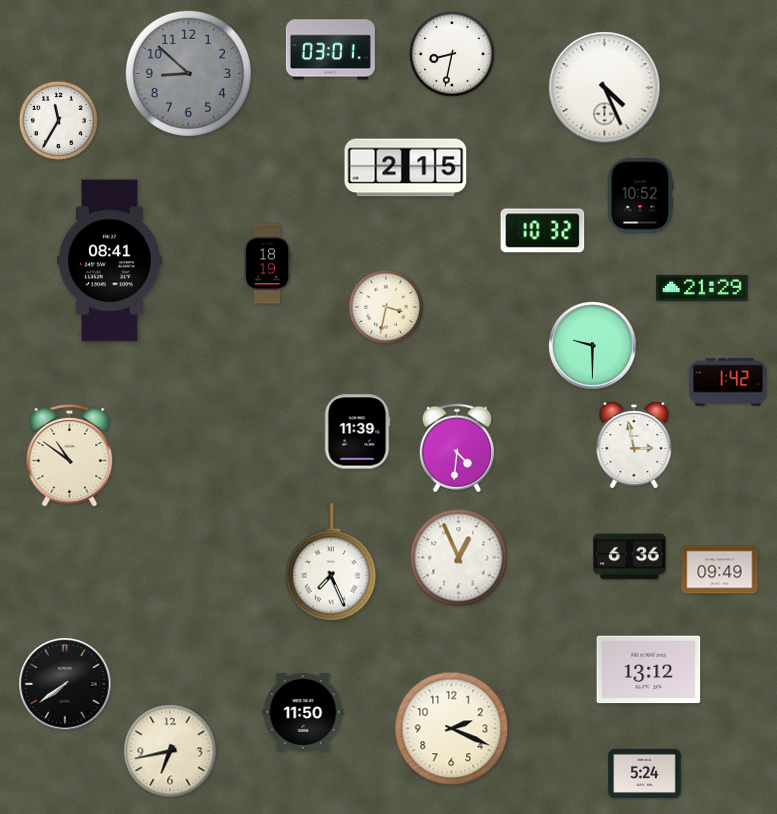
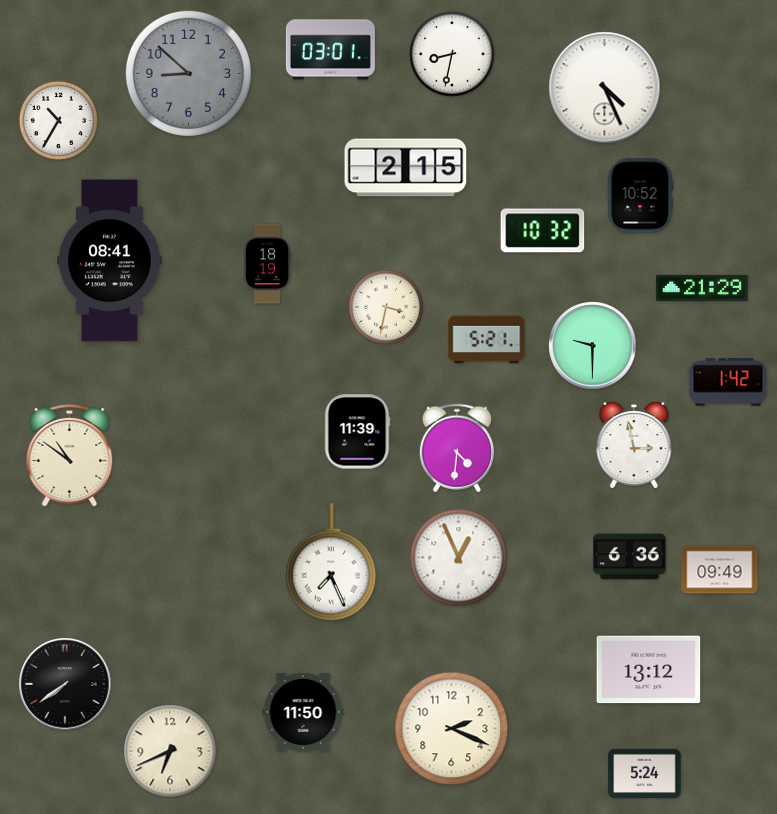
clock at (58, 120): 11:35 -> 10:35
clock at (487, 340): none -> 5:21
clock at (170, 751): 6:43 -> 6:41
